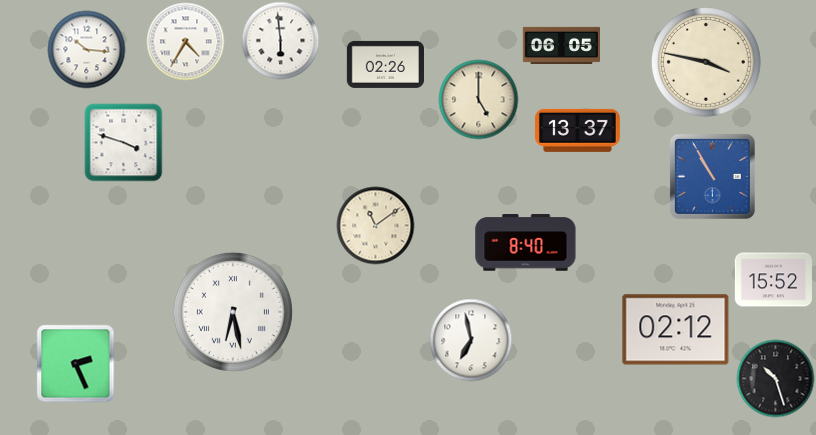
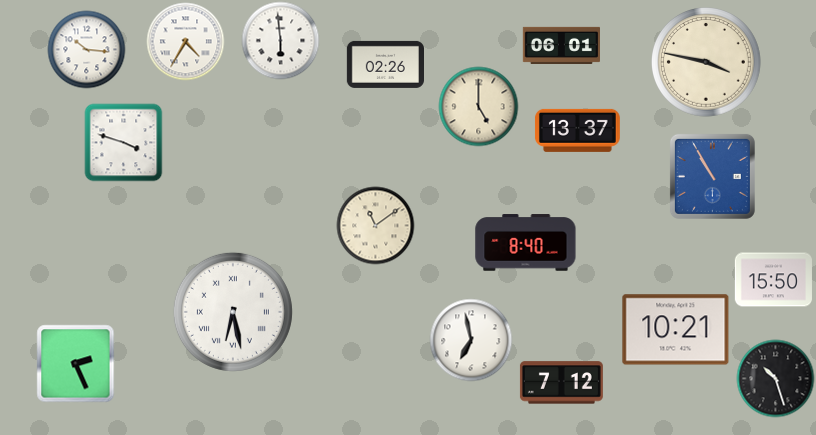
clock at (561, 45): 06:05 -> 06:01
clock at (478, 99) position: (478, 99) -> (478, 106)
clock at (773, 280): 15:52 -> 15:50
clock at (676, 330): 02:12 -> 10:21
clock at (561, 383): none -> 7:12
